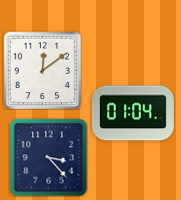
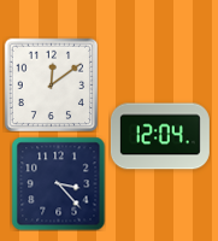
clock at (133, 113): 01:04 -> 12:04
clock at (48, 157) position: (48, 157) -> (58, 183)
